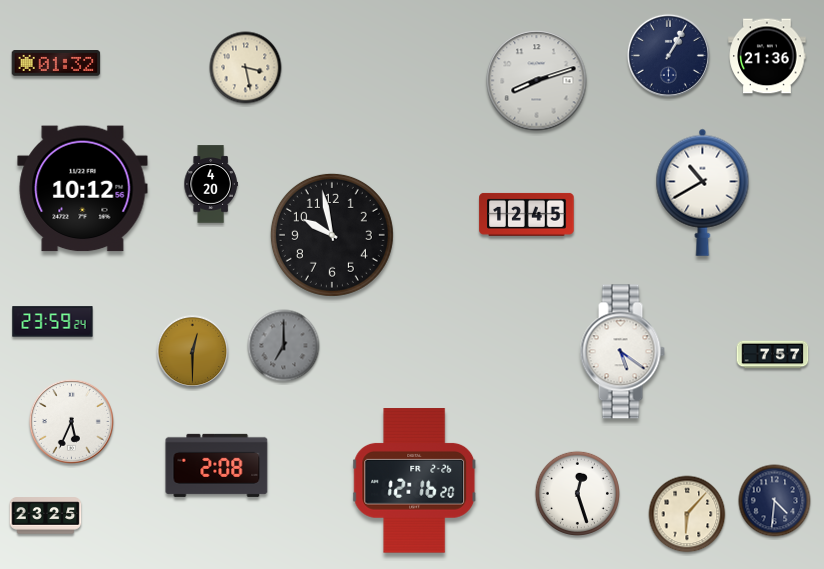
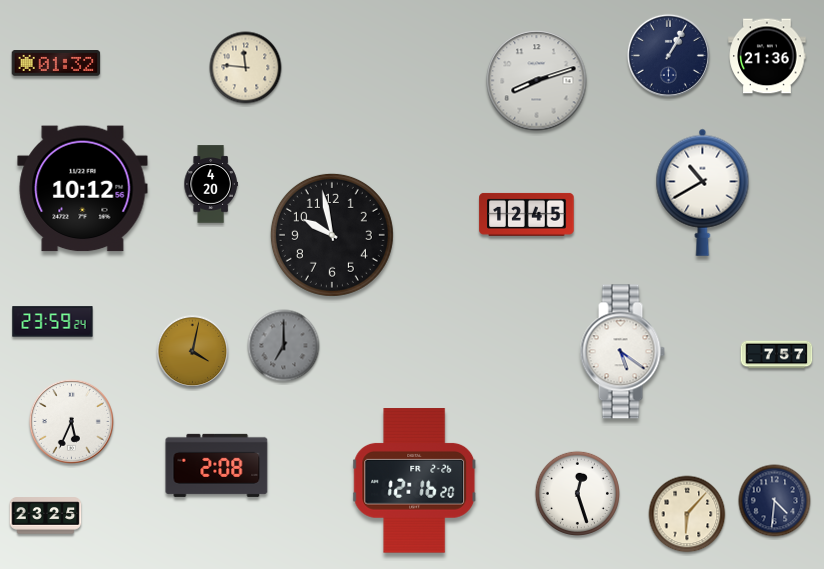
clock at (246, 68): 3:28 -> 11:46
clock at (193, 352): 12:30 -> 4:02
clock at (773, 355) position: (773, 355) -> (777, 355)
